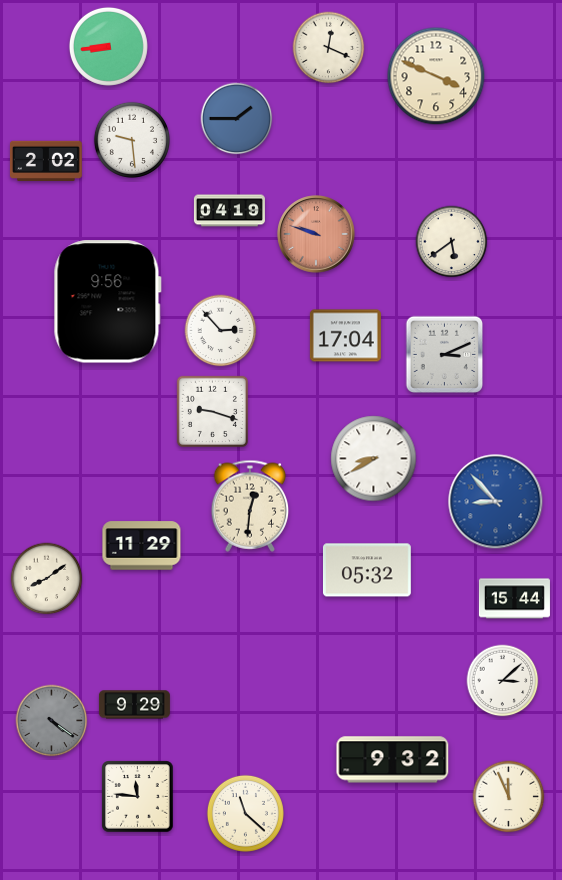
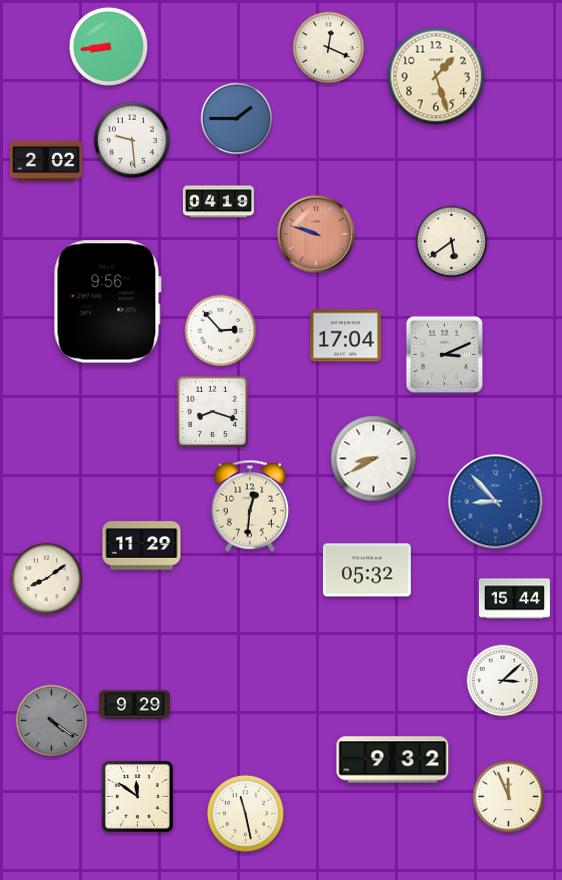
clock at (436, 76): 3:49 -> 1:27
clock at (229, 211) position: (229, 211) -> (218, 202)
clock at (212, 411): 9:18 -> 8:18
clock at (138, 797): 11:46 -> 11:51
clock at (245, 813): 11:22 -> 11:28
